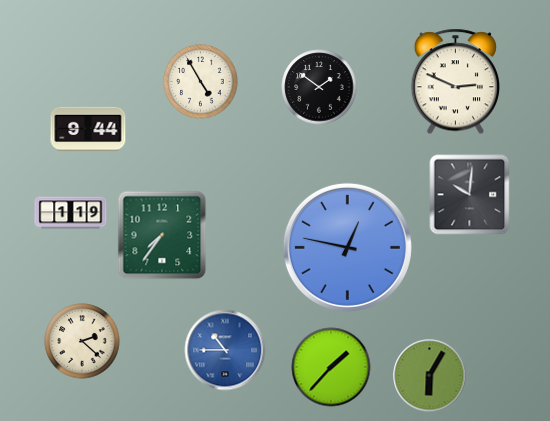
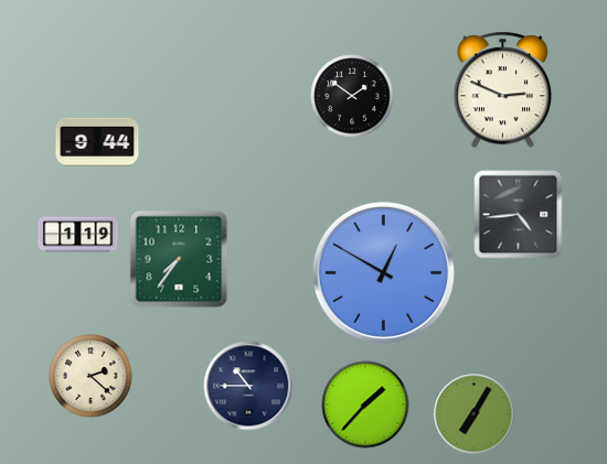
clock at (201, 82): 4:55 -> none
clock at (470, 195): 10:01 -> 4:44
clock at (347, 247): 12:47 -> 12:50
clock at (225, 350) dial: blue -> navy
clock at (430, 376): 6:05 -> 7:05
